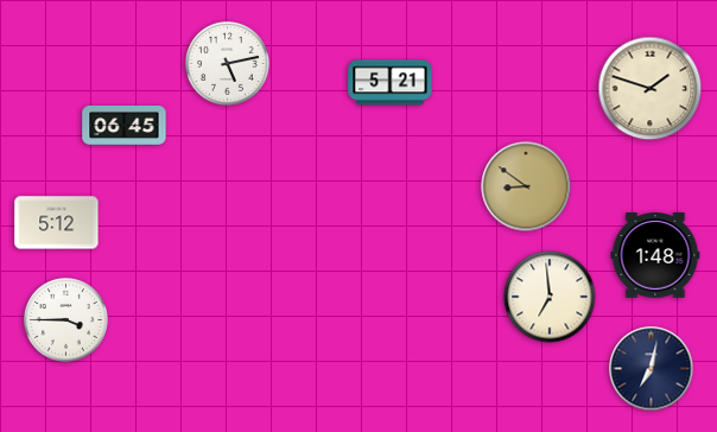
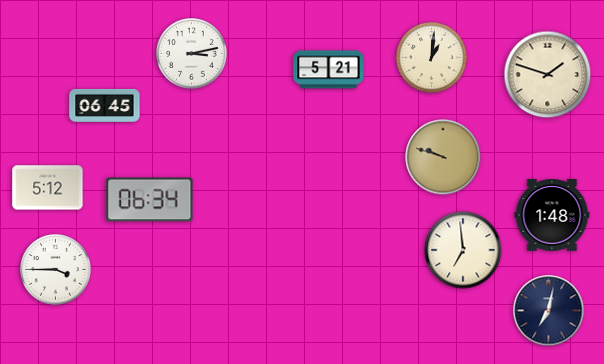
clock at (228, 64): 5:13 -> 3:13
clock at (432, 58): none -> 1:01
clock at (526, 186): 8:51 -> 9:48
clock at (150, 200): none -> 06:34
